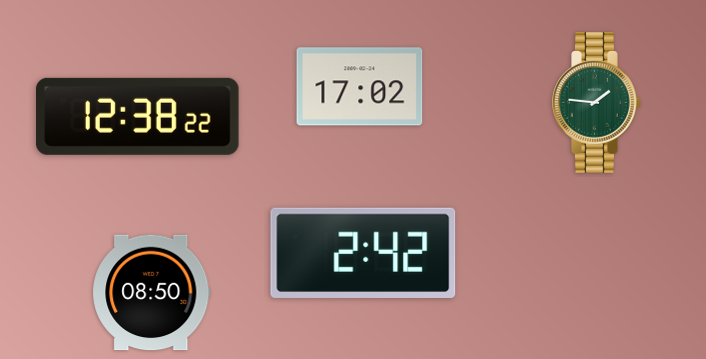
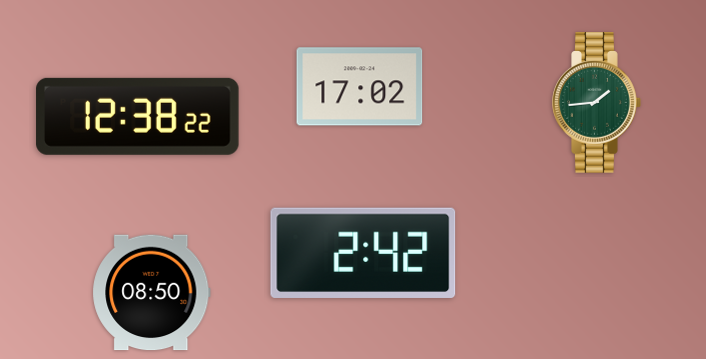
clock at (597, 103): 1:46 -> 1:44
